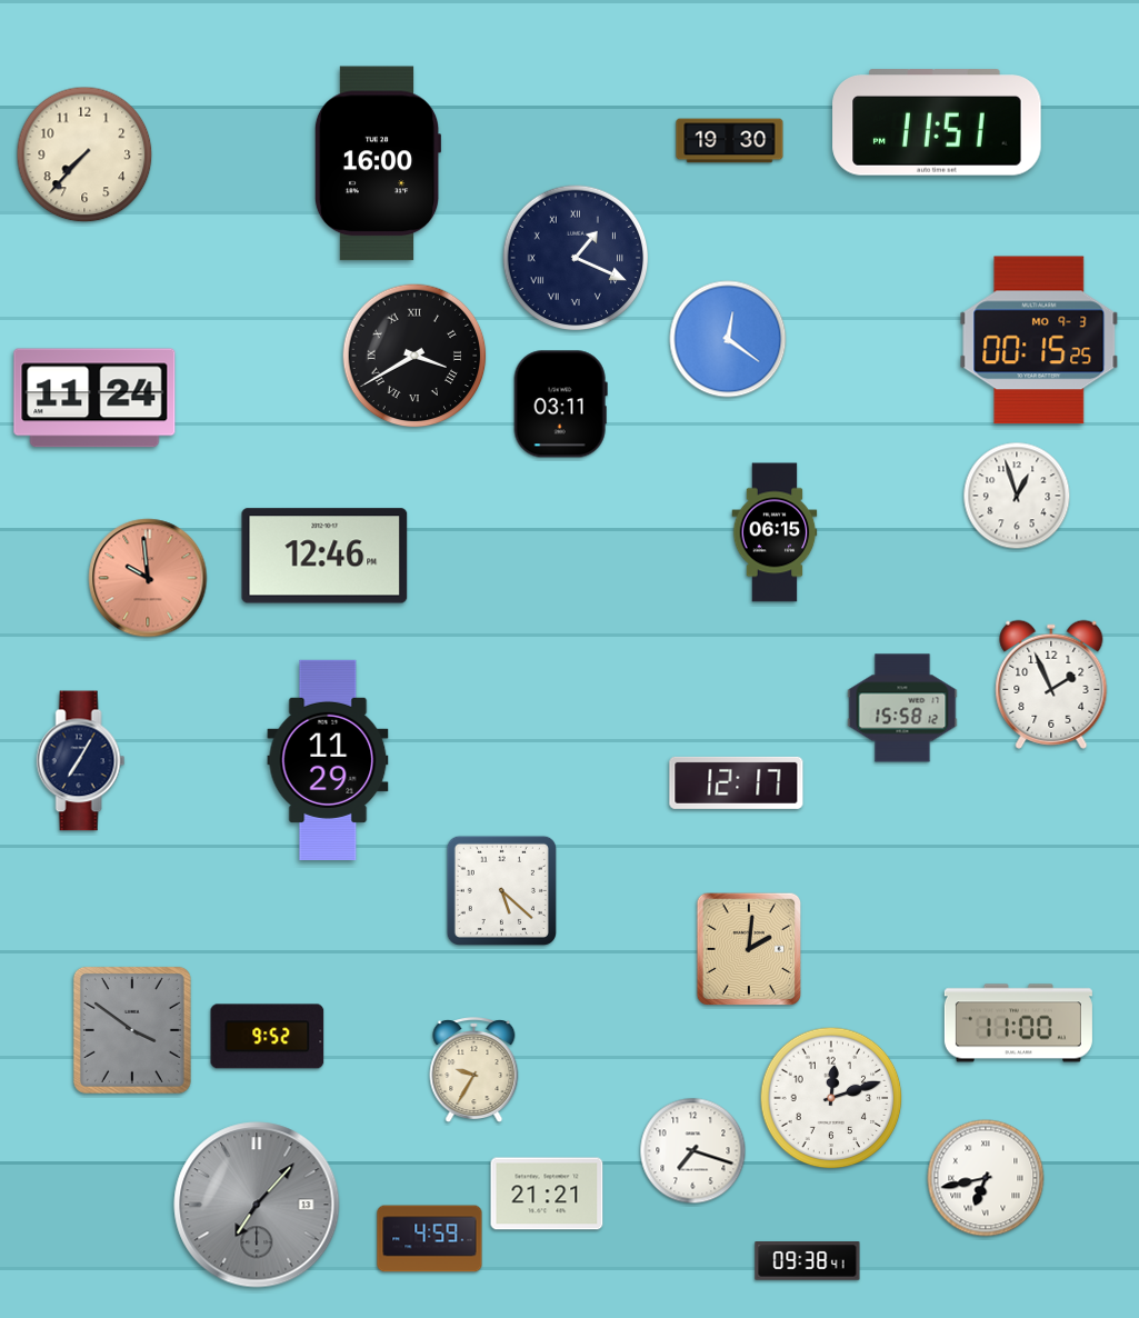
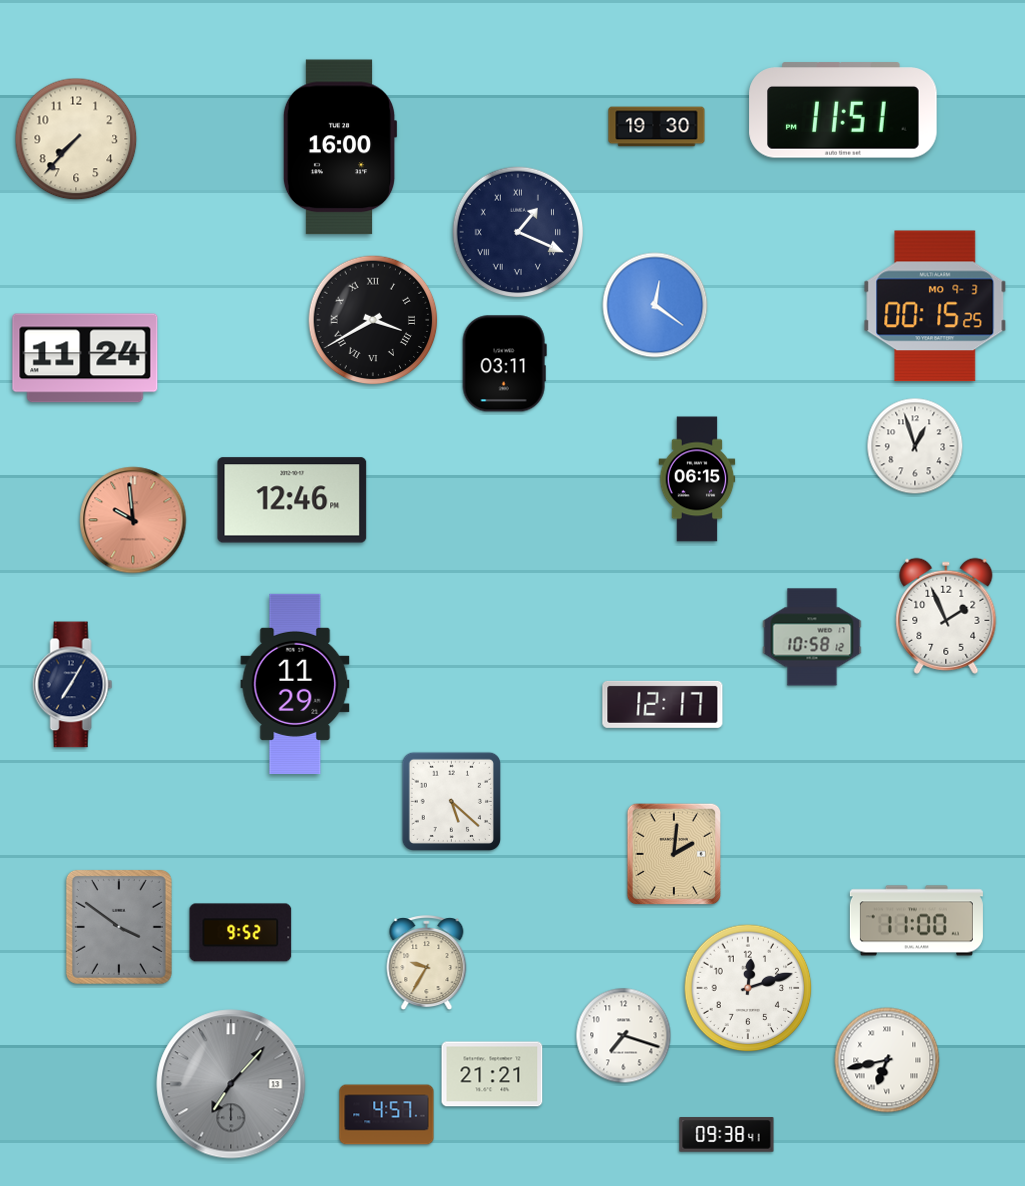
clock at (902, 708): 15:58 -> 10:58
clock at (430, 1239): 4:59 -> 4:57
